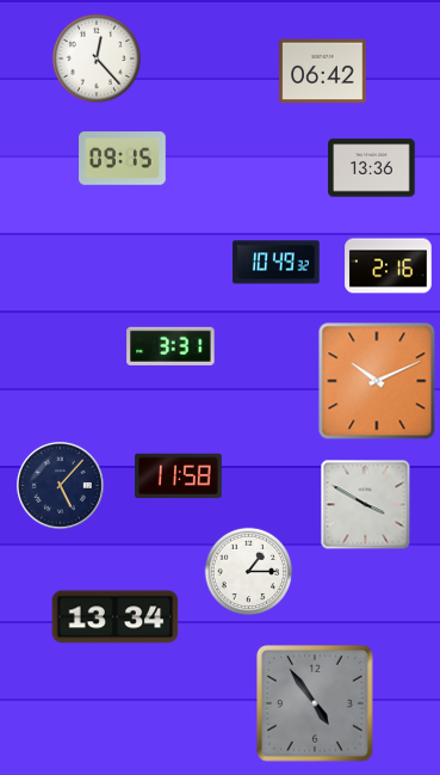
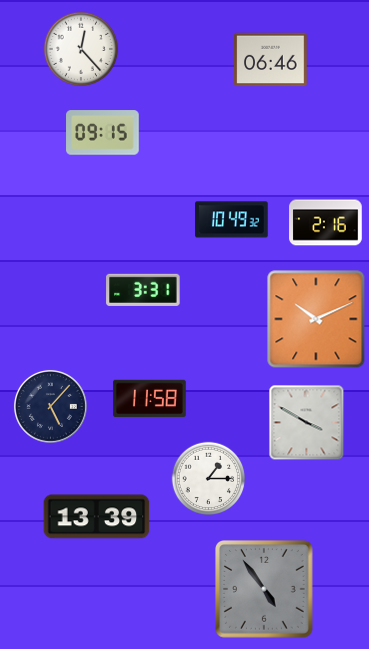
clock at (323, 72): 06:42 -> 06:46
clock at (372, 168): 13:36 -> none
clock at (116, 617): 13:34 -> 13:39
